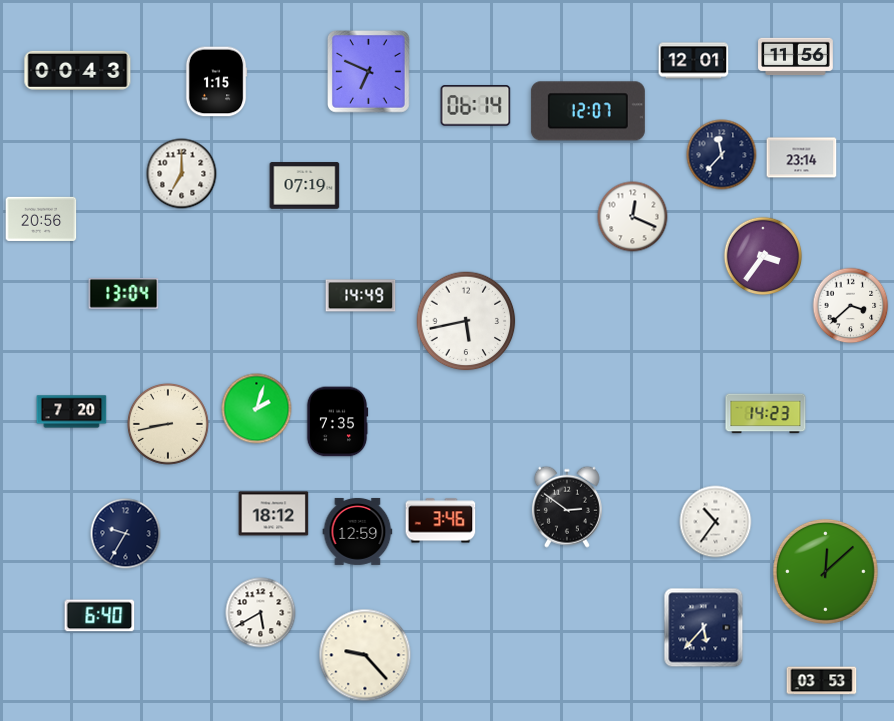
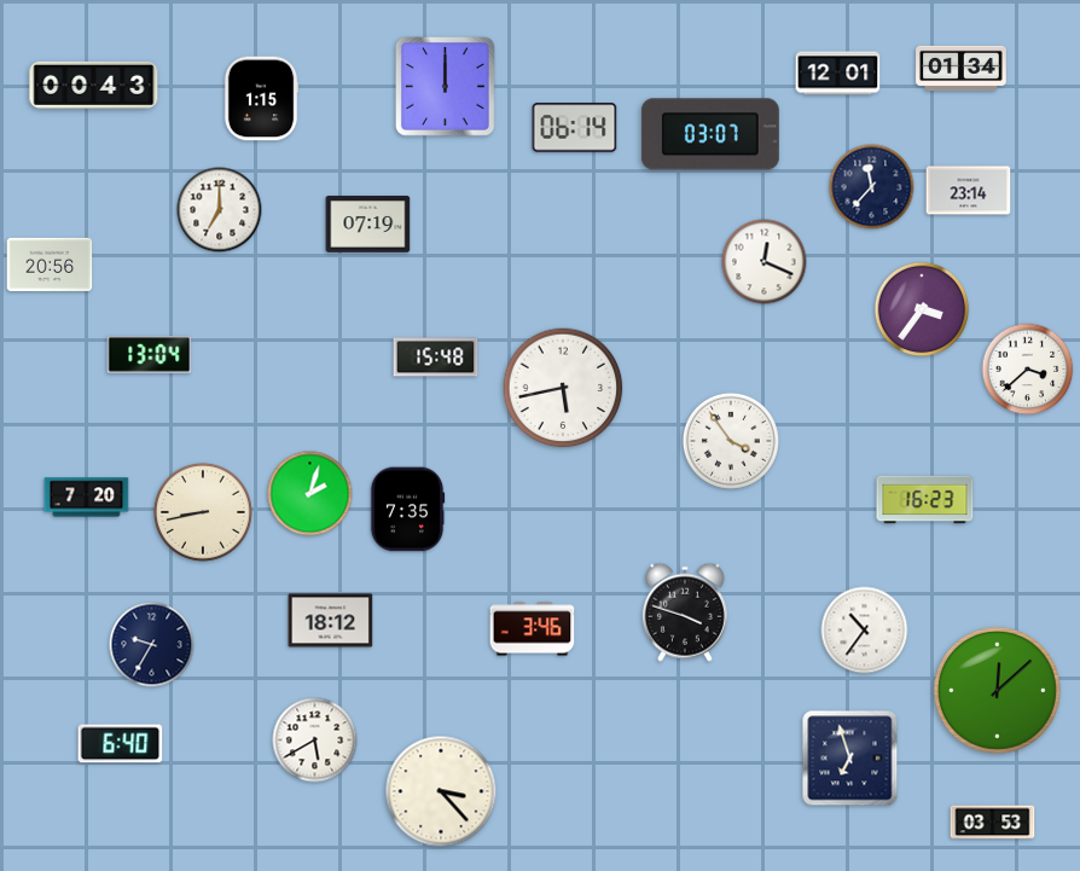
clock at (796, 57): 11:56 -> 01:34
clock at (369, 72): 6:49 -> 12:00
clock at (588, 111): 12:07 -> 03:07
clock at (361, 296): 14:49 -> 15:48
clock at (731, 441): none -> 3:54
clock at (766, 414): 14:23 -> 16:23
clock at (567, 507): 2:51 -> 3:48
clock at (358, 531): 12:59 -> none
clock at (704, 628): 5:37 -> 6:57
clock at (365, 655): 9:23 -> 3:23
